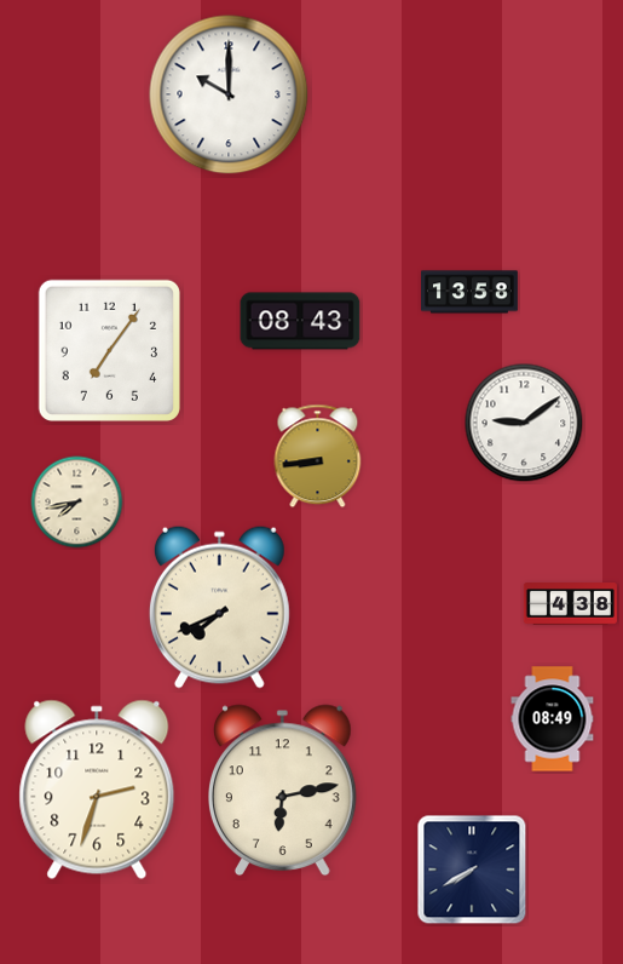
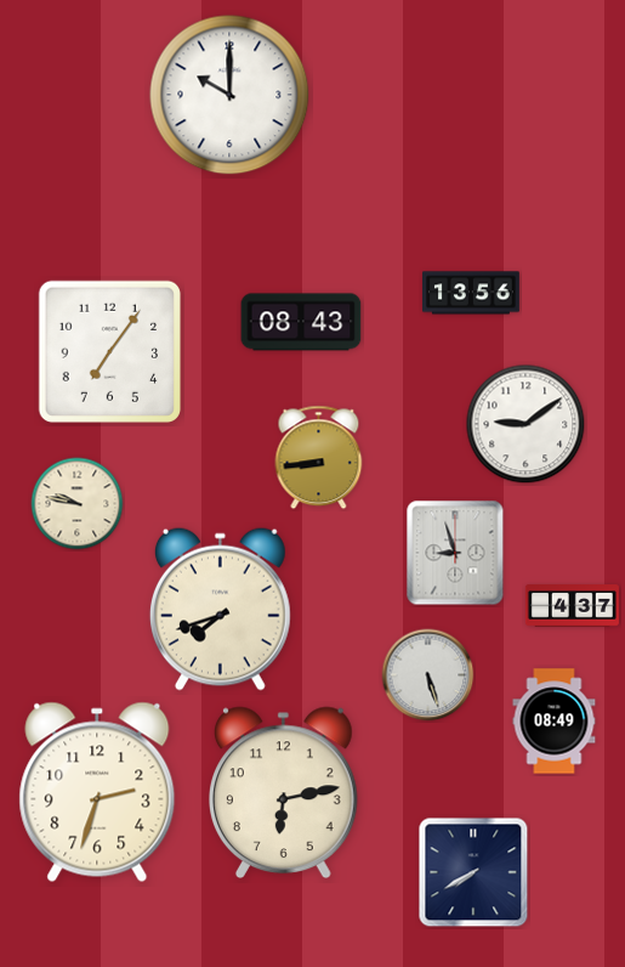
clock at (471, 292): 13:58 -> 13:56
clock at (77, 503): 7:43 -> 9:47
clock at (455, 553): none -> 8:57
clock at (570, 604): 4:38 -> 4:37
clock at (219, 607): 7:41 -> 7:42
clock at (428, 675): none -> 5:27
